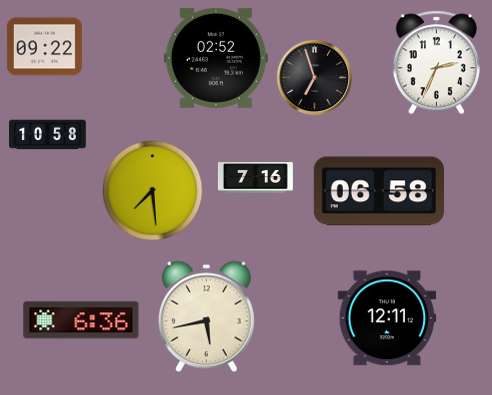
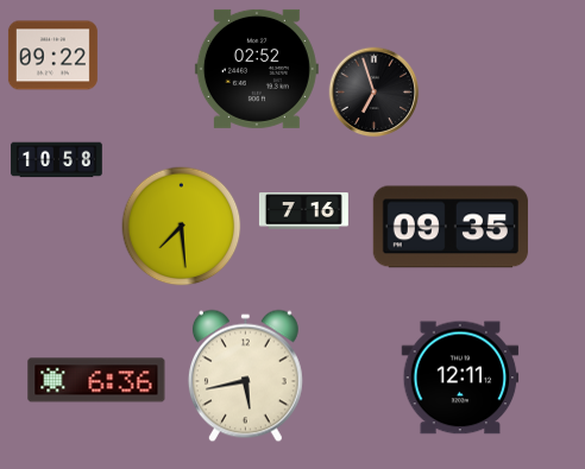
clock at (436, 63): 2:34 -> none
clock at (379, 191): 06:58 -> 09:35
